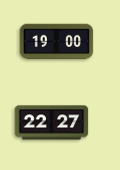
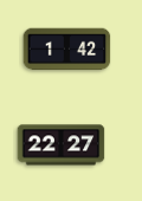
clock at (57, 42): 19:00 -> 1:42
